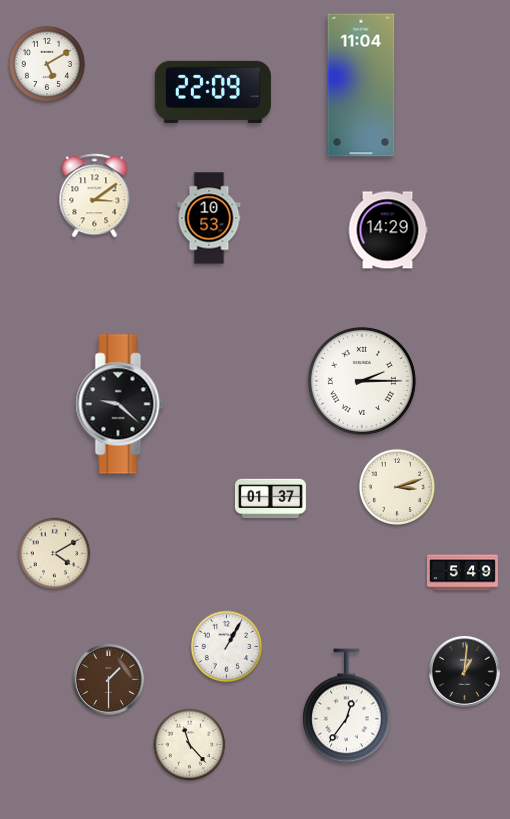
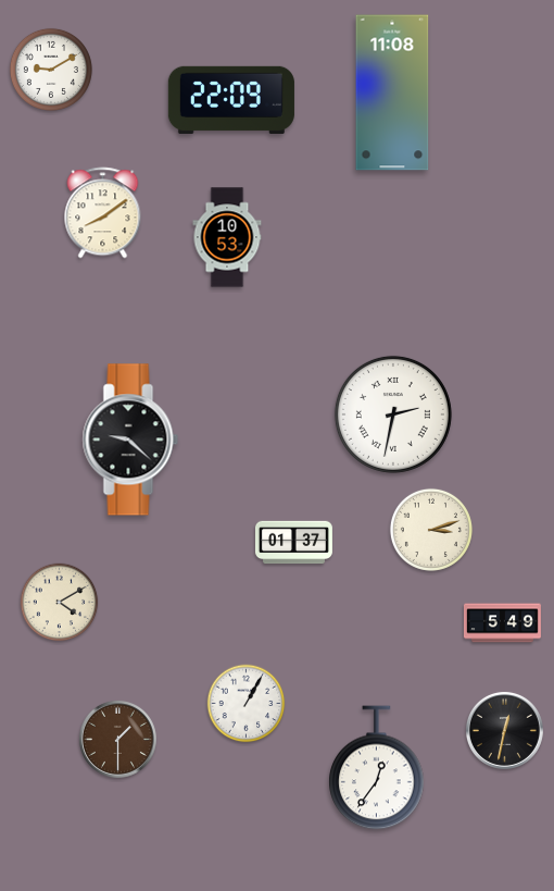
clock at (47, 64): 5:10 -> 9:10
clock at (361, 85): 11:04 -> 11:08
clock at (95, 196): 3:09 -> 8:09
clock at (388, 230): 14:29 -> none
clock at (362, 381): 2:15 -> 2:32
clock at (464, 671): 1:01 -> 12:32
clock at (190, 745): 11:23 -> none
